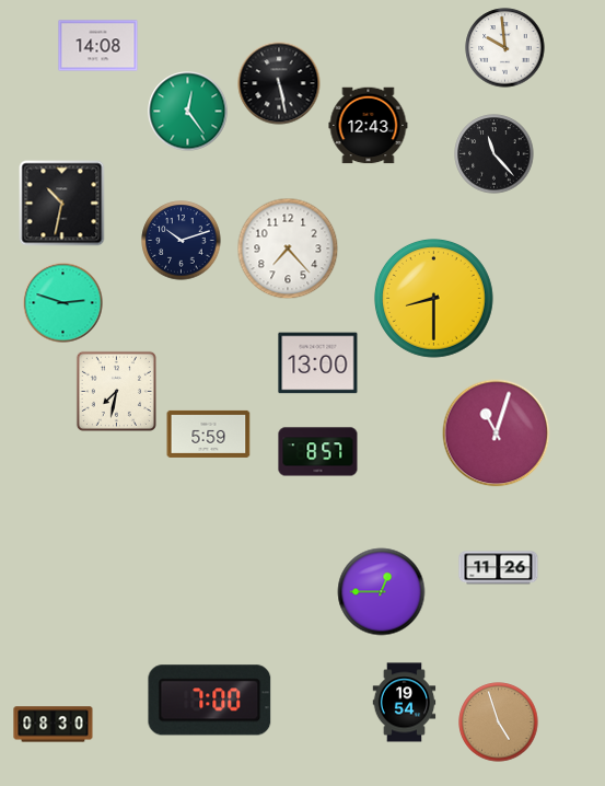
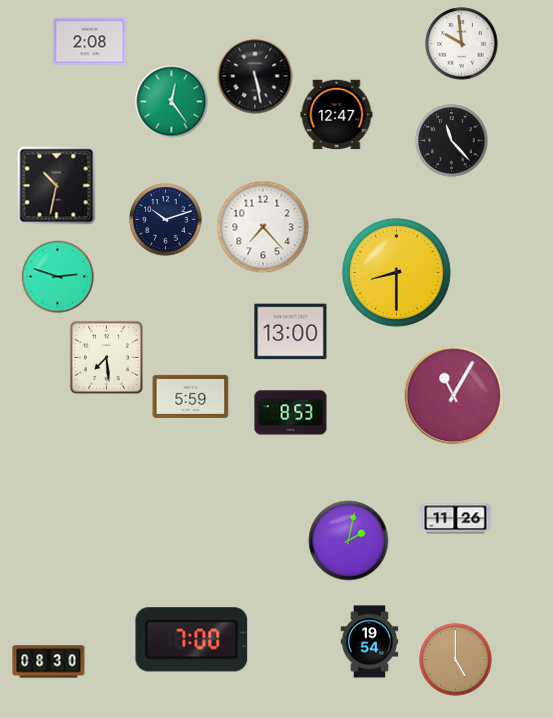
clock at (98, 46): 14:08 -> 2:08
clock at (369, 126): 12:43 -> 12:47
clock at (116, 391): 7:32 -> 7:29
clock at (497, 434): 11:03 -> 11:05
clock at (318, 452): 8:57 -> 8:53
clock at (382, 592): 12:45 -> 2:02
clock at (499, 723): 4:57 -> 5:00
